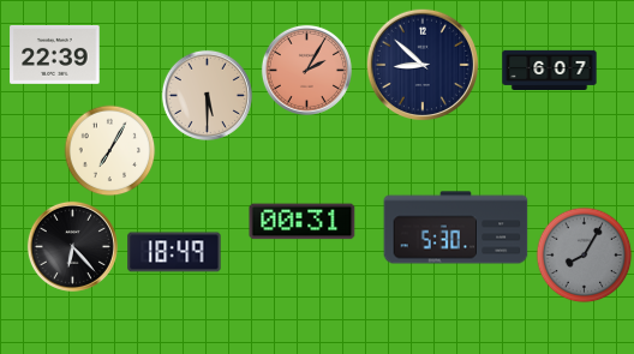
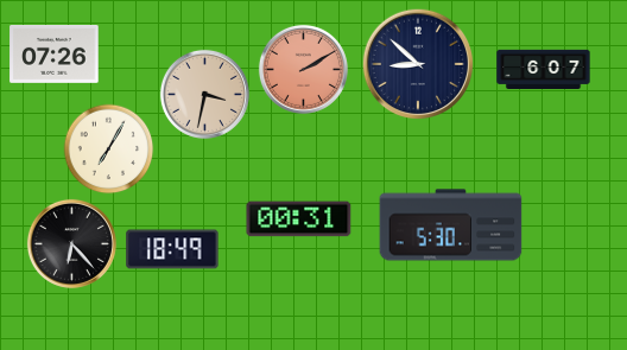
clock at (55, 54): 22:39 -> 07:26
clock at (306, 70): 2:05 -> 2:10
clock at (207, 95): 5:30 -> 3:32
clock at (585, 256): 8:05 -> none
